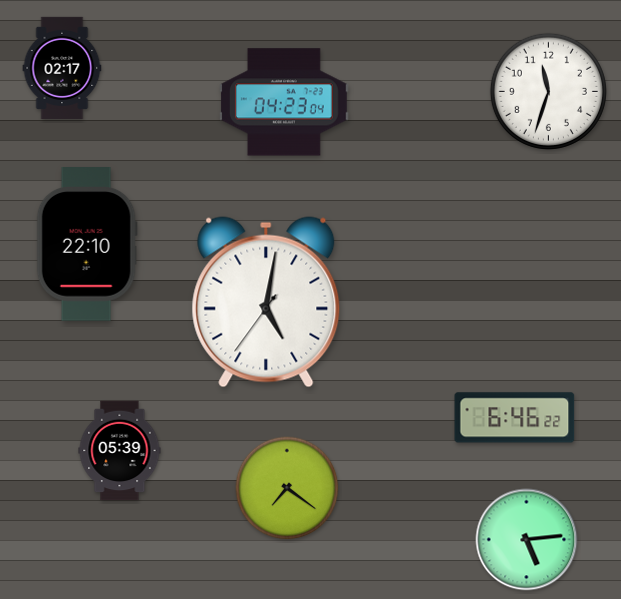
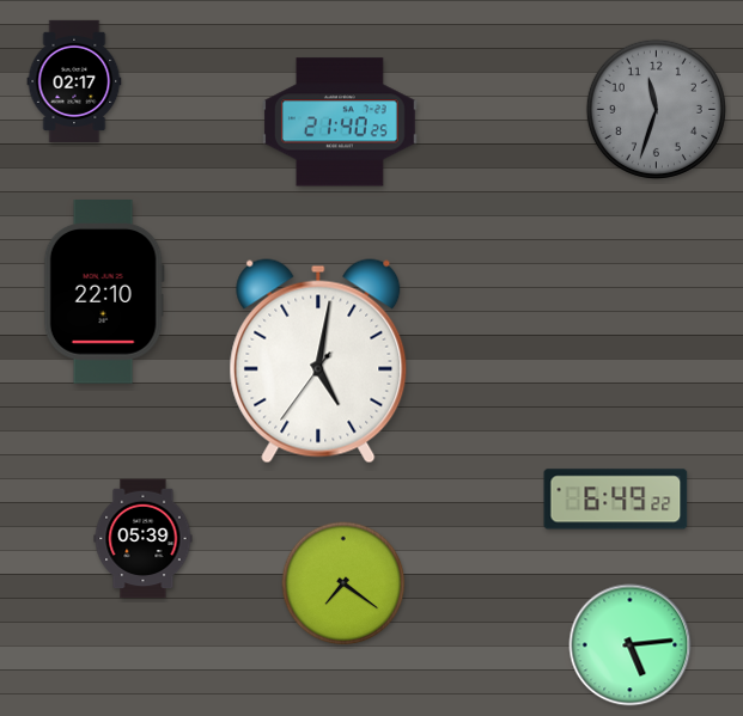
clock at (548, 91) dial: white -> grey
clock at (285, 102): 04:23 -> 21:40
clock at (515, 418): 6:46 -> 6:49
